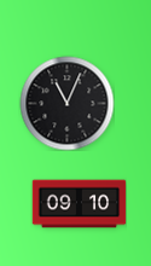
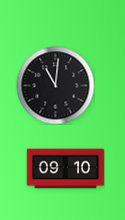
clock at (66, 103): 11:04 -> 11:01
